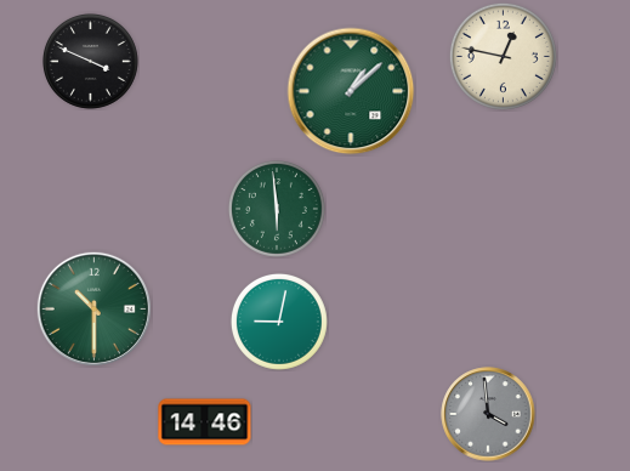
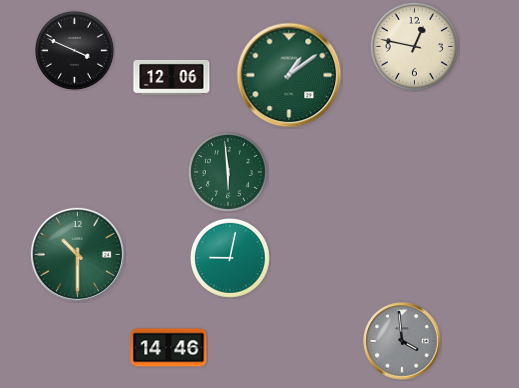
clock at (351, 91): 1:08 -> 1:09
clock at (172, 77): none -> 12:06
clock at (279, 322) position: (279, 322) -> (230, 258)
